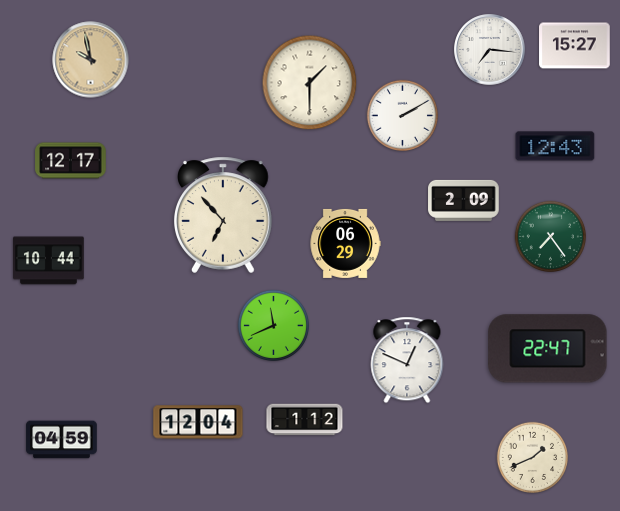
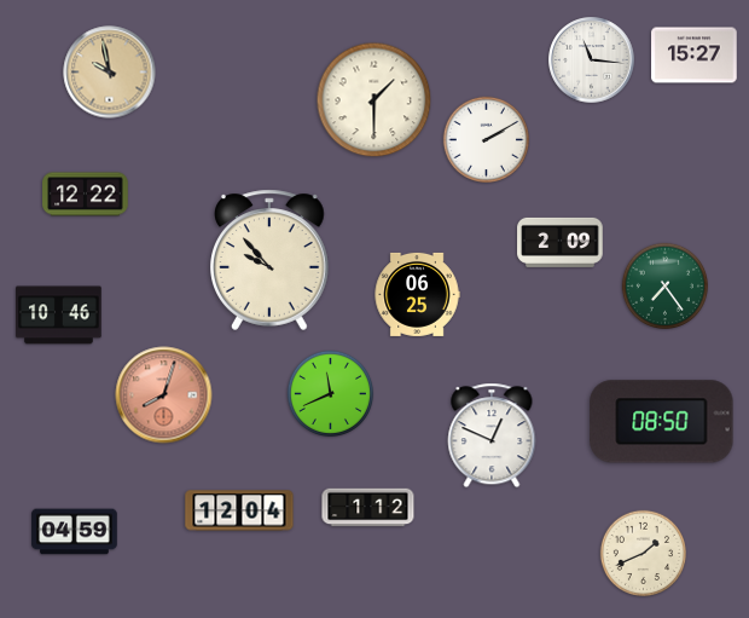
clock at (490, 50): 7:16 -> 11:16
clock at (555, 146): 12:43 -> none
clock at (71, 161): 12:17 -> 12:22
clock at (224, 215): 6:53 -> 9:53
clock at (345, 243): 06:29 -> 06:25
clock at (49, 261): 10:44 -> 10:46
clock at (164, 395): none -> 8:03
clock at (548, 349): 22:47 -> 08:50
